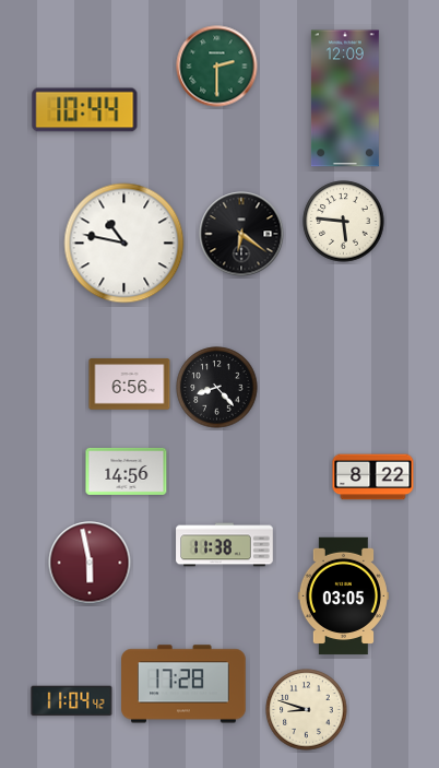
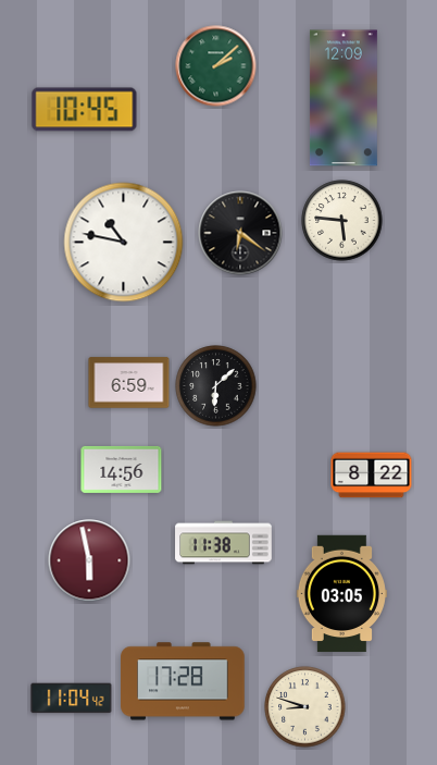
clock at (217, 67): 2:30 -> 2:08
clock at (85, 110): 10:44 -> 10:45
clock at (130, 385): 6:56 -> 6:59
clock at (217, 388): 8:23 -> 6:08
clock at (127, 471) position: (127, 471) -> (122, 469)
